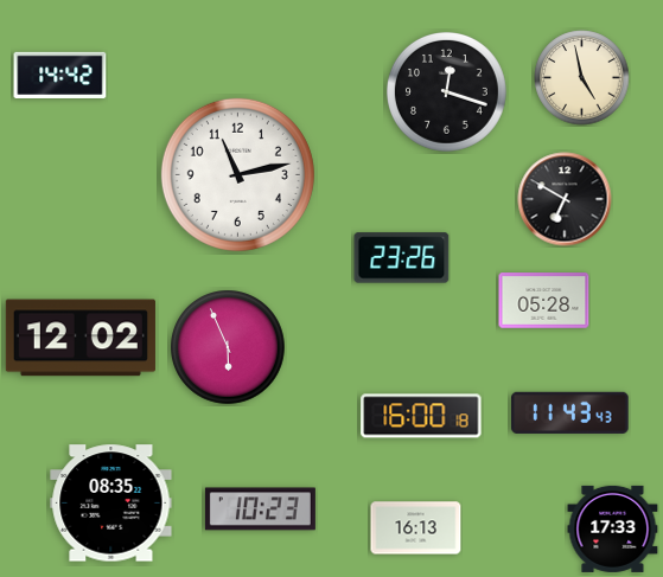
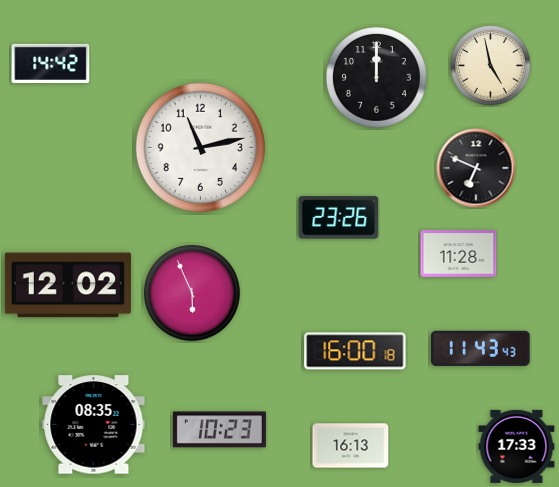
clock at (447, 92): 12:18 -> 12:00
clock at (565, 199): 6:50 -> 6:49
clock at (544, 301): 05:28 -> 11:28
